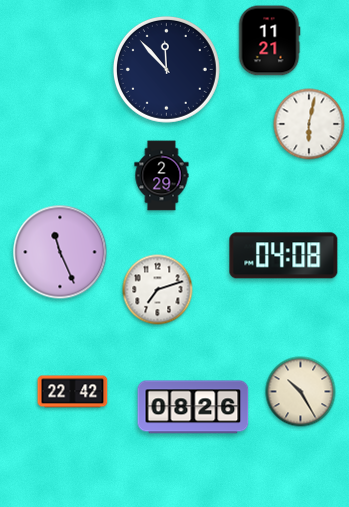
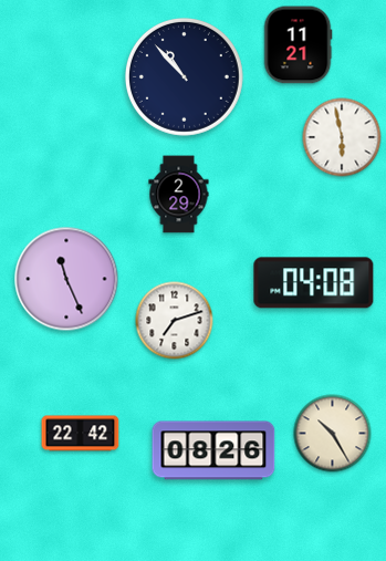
clock at (166, 69): 11:53 -> 10:53
clock at (309, 124): 6:02 -> 5:58
